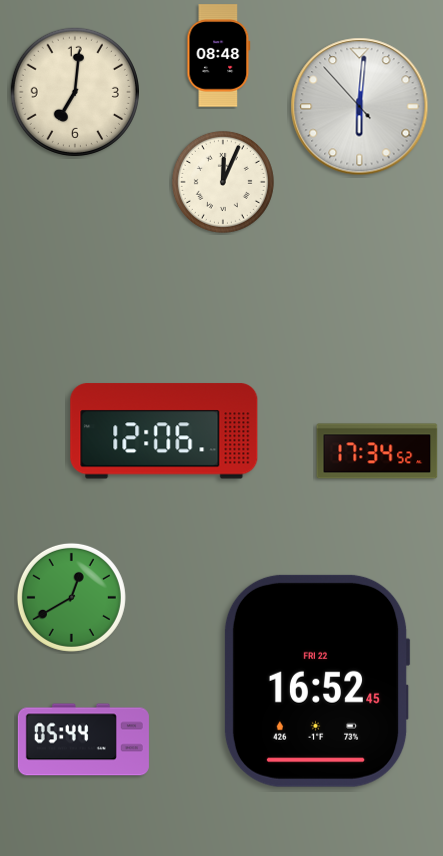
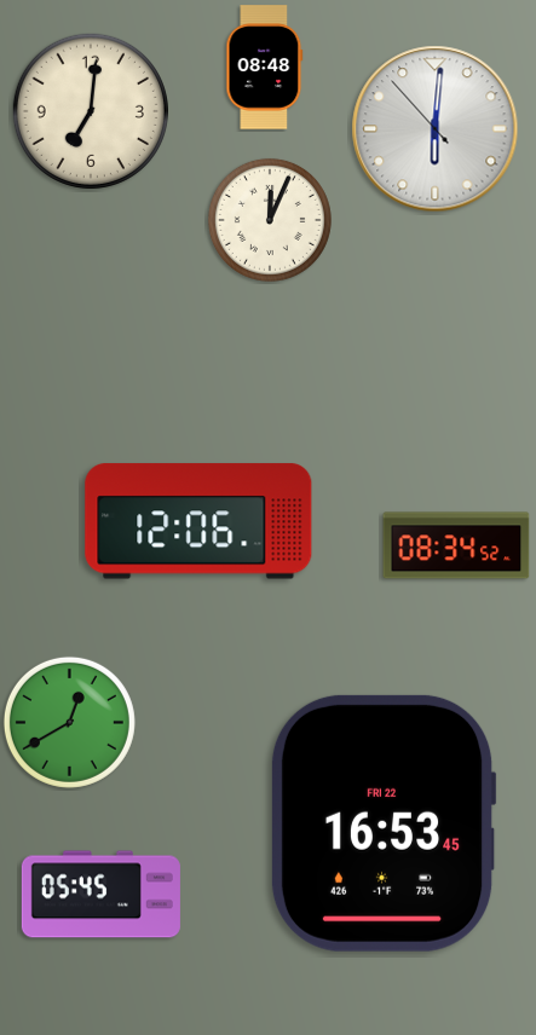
clock at (377, 451): 17:34 -> 08:34
clock at (71, 597) position: (71, 597) -> (69, 722)
clock at (317, 681): 16:52 -> 16:53
clock at (83, 740): 05:44 -> 05:45
